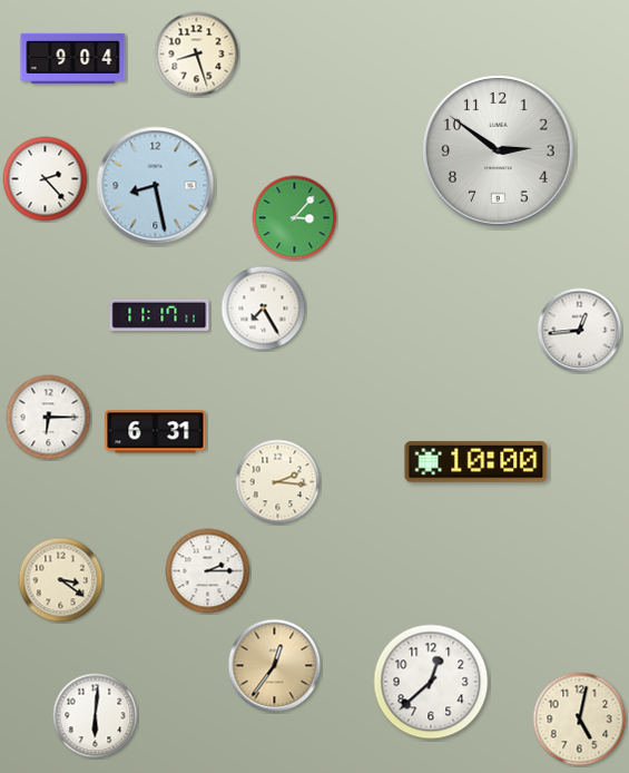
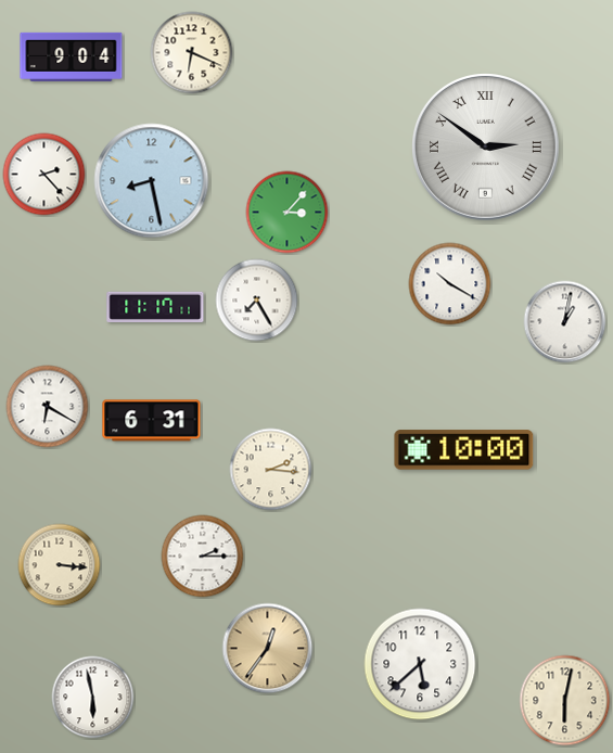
clock at (197, 55): 8:27 -> 6:19
clock at (499, 151) numerals: Arabic -> Roman
clock at (450, 284): none -> 10:20
clock at (580, 331): 12:44 -> 1:02
clock at (49, 418): 6:15 -> 6:20
clock at (61, 580): 3:21 -> 3:16
clock at (431, 682): 12:38 -> 5:38
clock at (96, 716): 6:01 -> 5:58
clock at (580, 720): 5:02 -> 6:02
